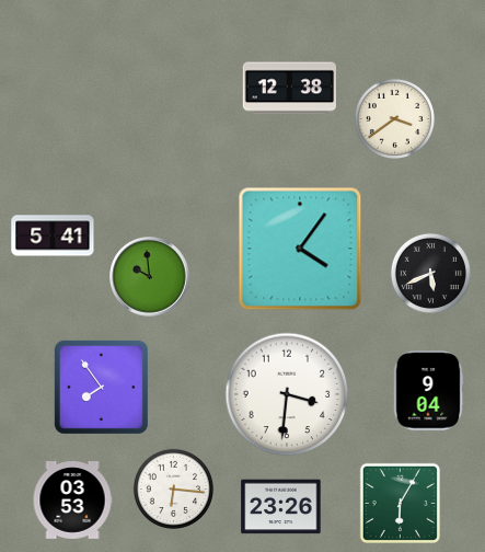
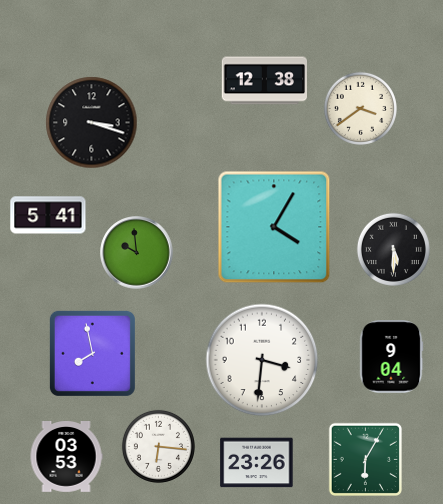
clock at (92, 123): none -> 3:18
clock at (300, 249): 4:06 -> 4:05
clock at (430, 273): 5:41 -> 5:30
clock at (101, 387): 7:54 -> 7:58
